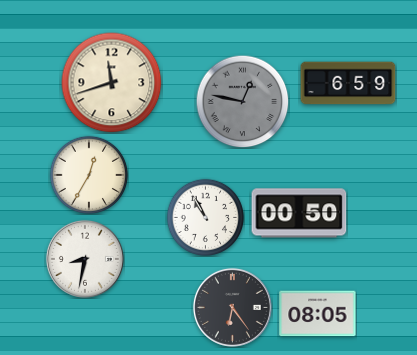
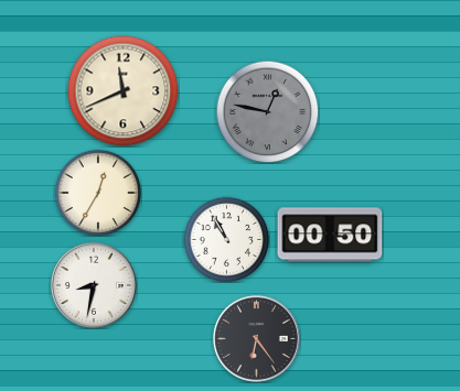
clock at (112, 83): 11:42 -> 11:41
clock at (348, 83): 6:59 -> none
clock at (318, 314): 08:05 -> none
